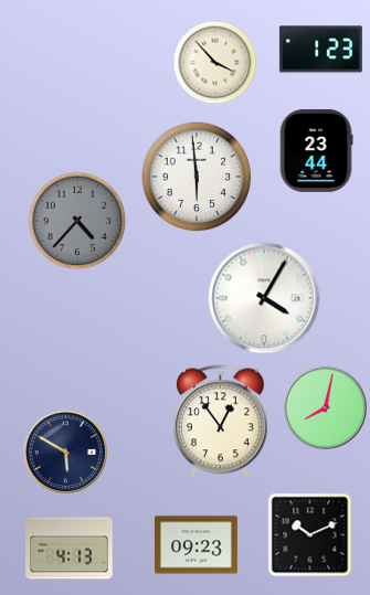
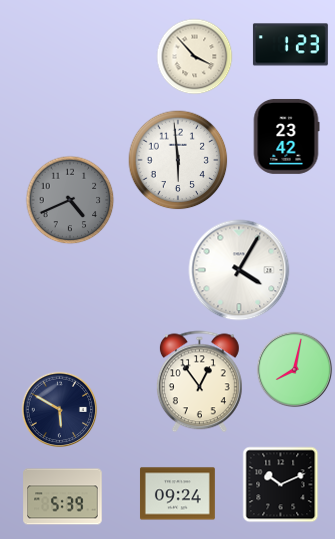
clock at (316, 150): 23:44 -> 23:42
clock at (77, 221): 4:37 -> 4:41
clock at (195, 545): 09:23 -> 09:24
clock at (70, 549): 4:13 -> 5:39
